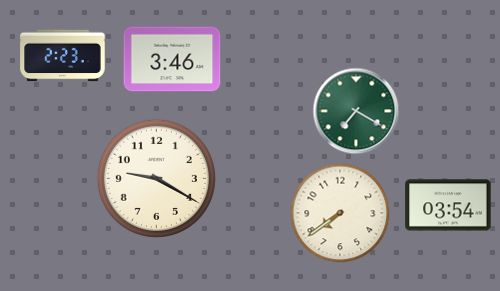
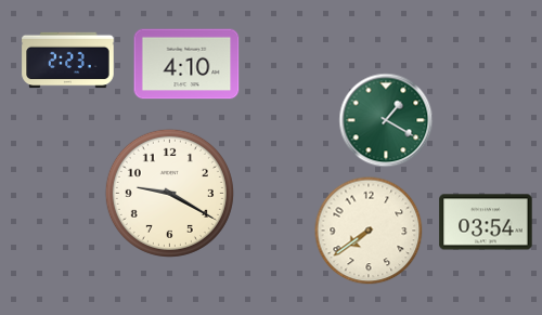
clock at (172, 59): 3:46 -> 4:10
clock at (356, 111): 7:20 -> 1:20
